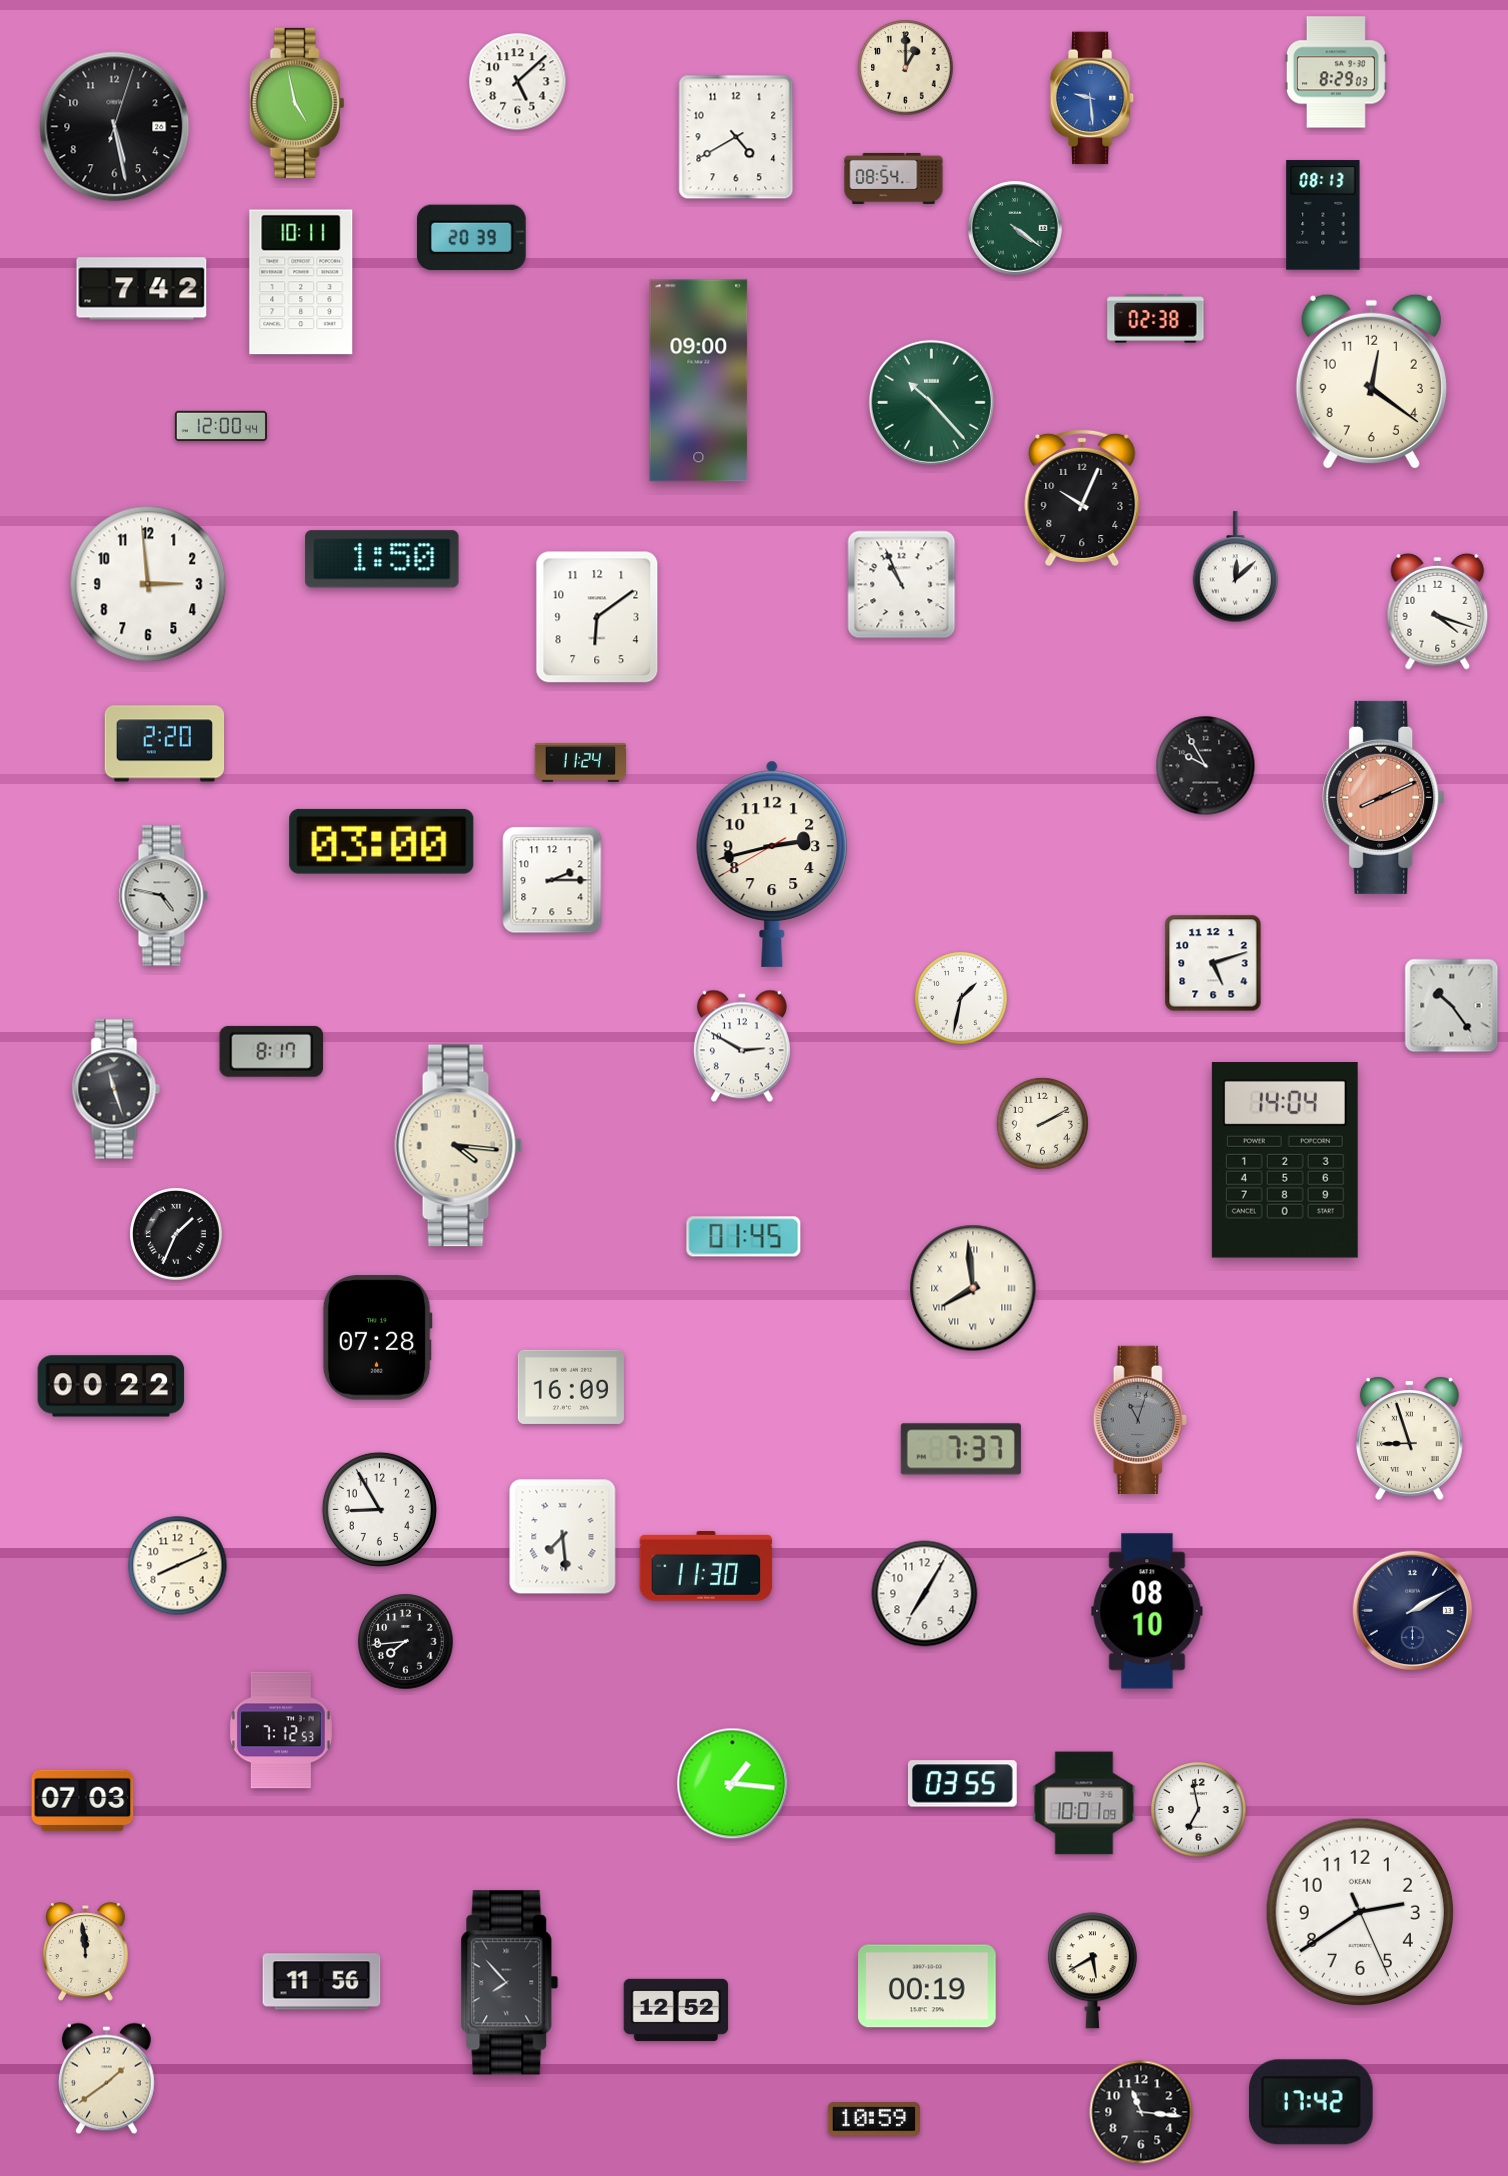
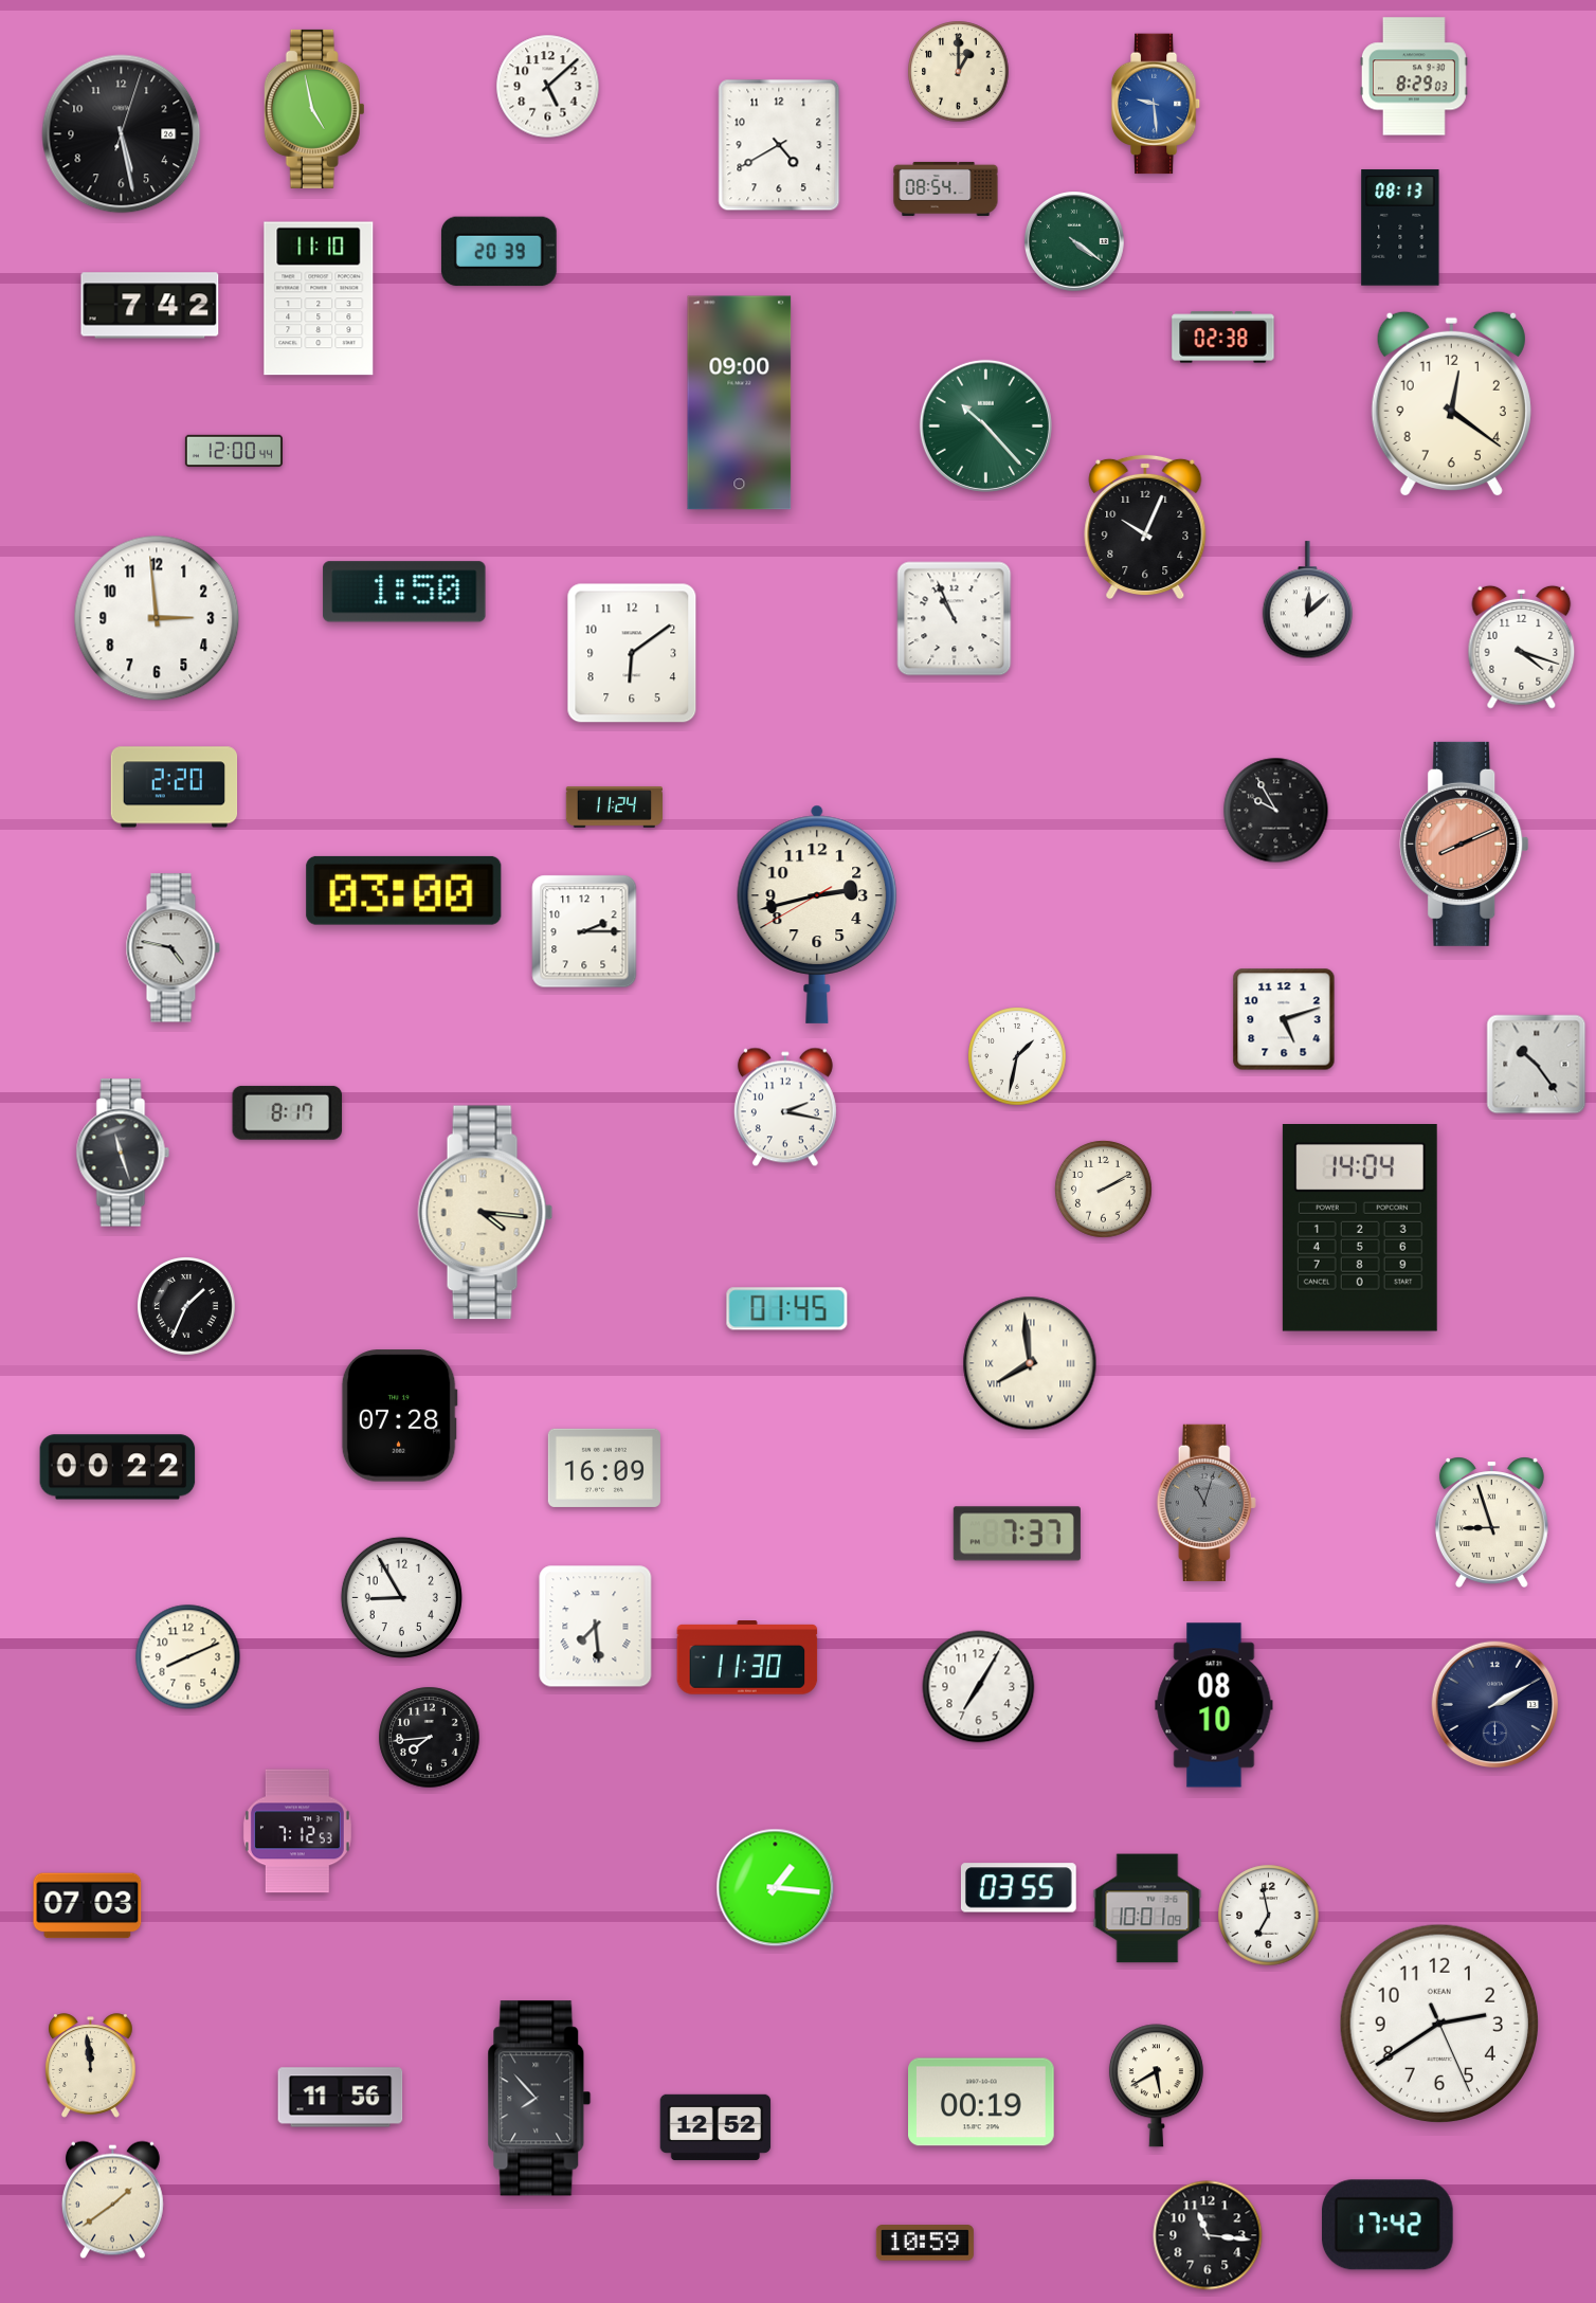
clock at (301, 282): 10:11 -> 11:10
clock at (742, 1046): 2:50 -> 2:17
